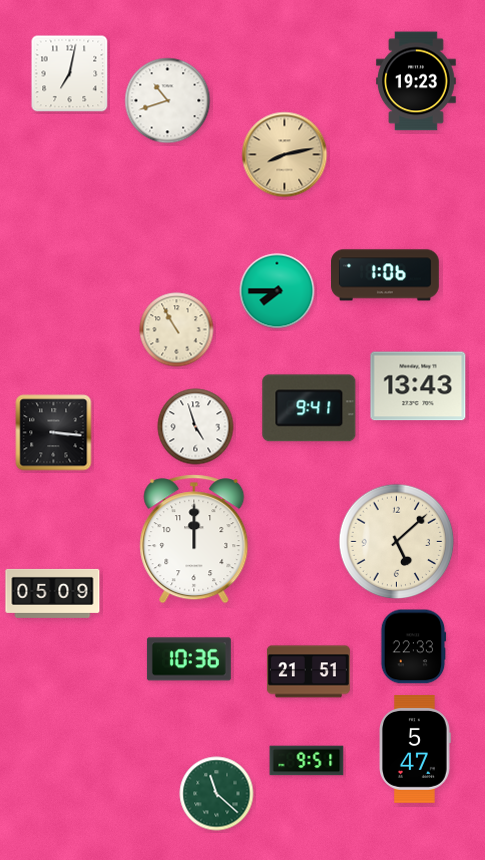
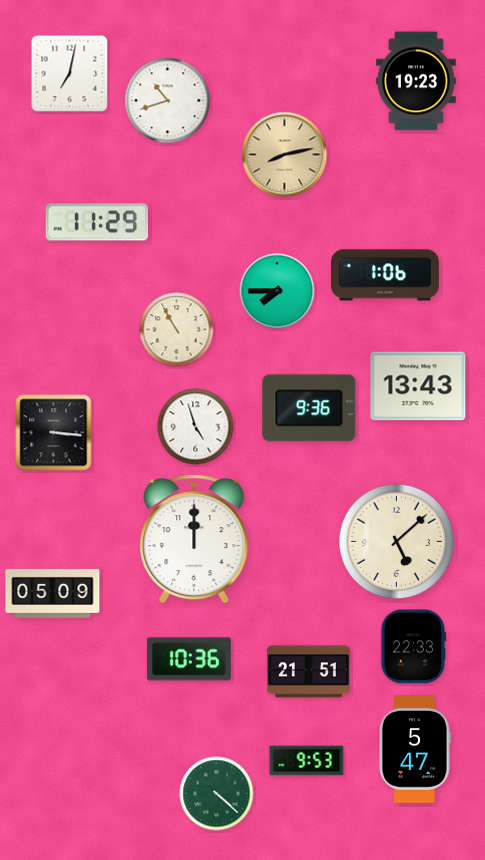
clock at (97, 222): none -> 11:29
clock at (309, 408): 9:41 -> 9:36
clock at (307, 761): 9:51 -> 9:53
clock at (217, 794): 11:22 -> 4:22
